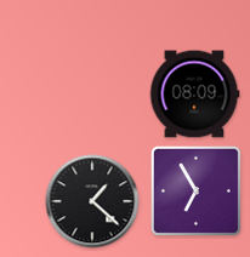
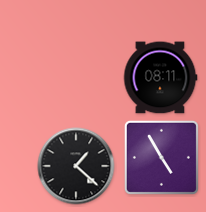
clock at (194, 95): 08:09 -> 08:11
clock at (195, 190): 6:55 -> 4:55
